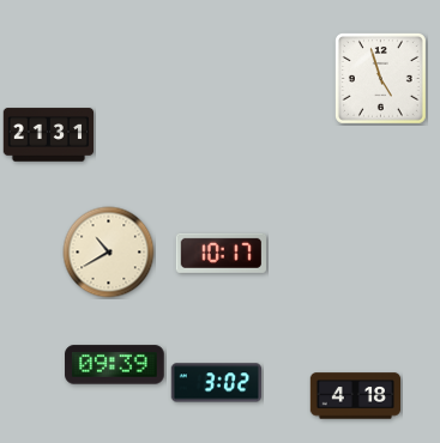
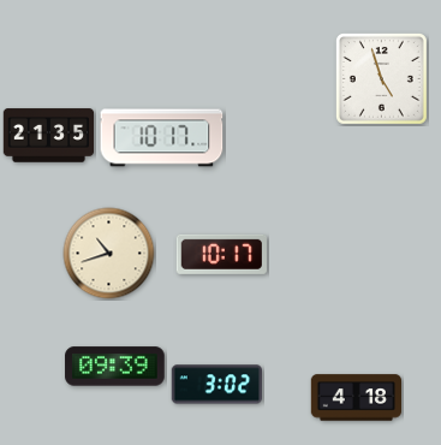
clock at (49, 135): 21:31 -> 21:35
clock at (162, 138): none -> 10:17
clock at (109, 253): 10:40 -> 10:42
